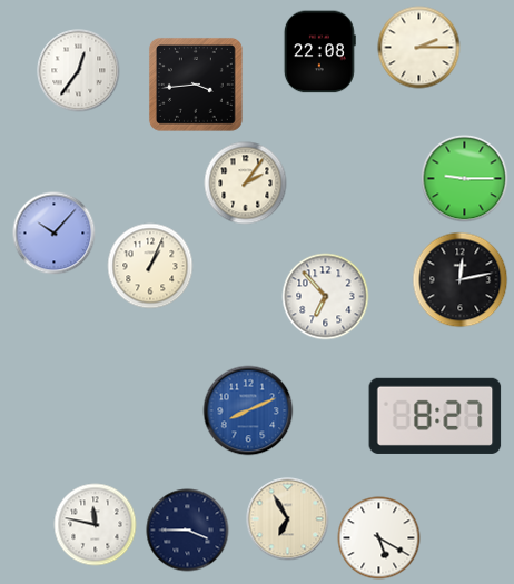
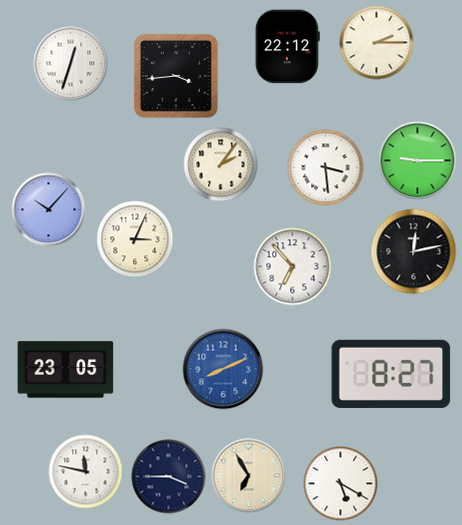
clock at (319, 52): 22:08 -> 22:12
clock at (79, 71): 12:36 -> 12:33
clock at (326, 168): none -> 3:29
clock at (150, 266): 1:04 -> 3:04
clock at (66, 370): none -> 23:05
clock at (288, 519) position: (288, 519) -> (249, 476)
